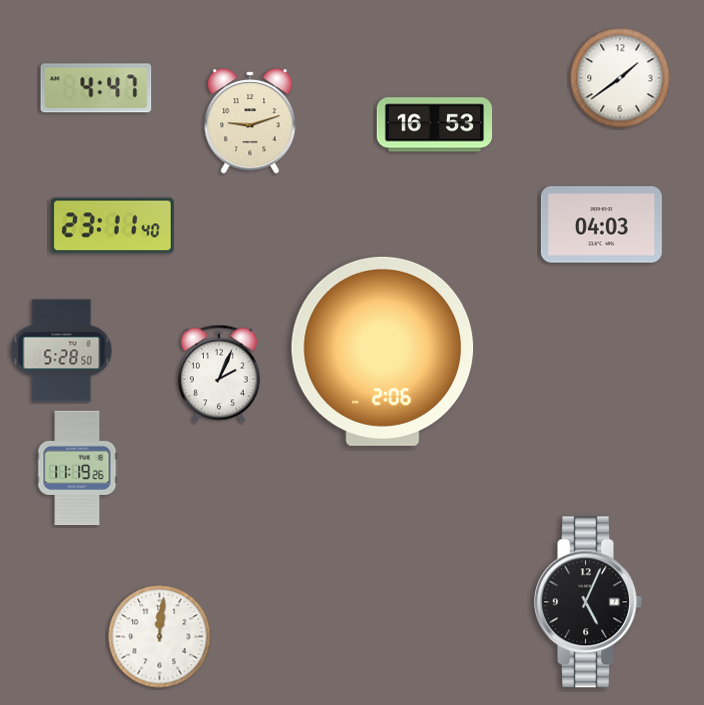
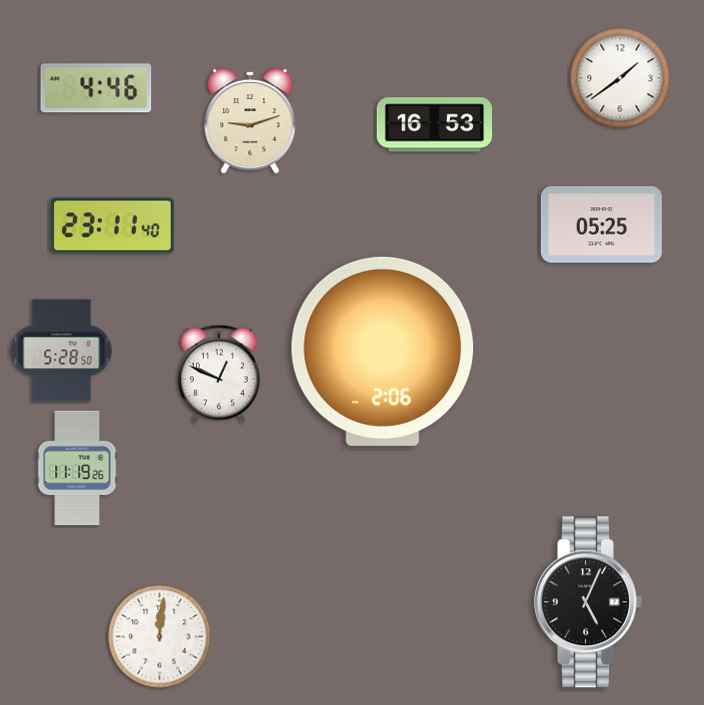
clock at (96, 88): 4:47 -> 4:46
clock at (601, 225): 04:03 -> 05:25
clock at (219, 374): 2:04 -> 12:49
